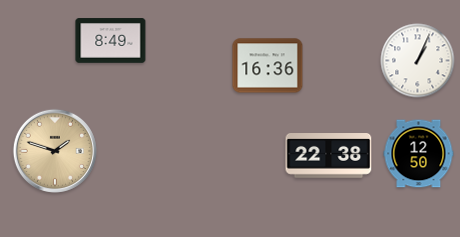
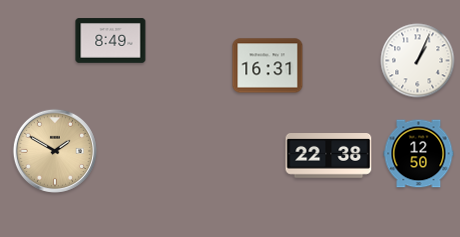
clock at (268, 66): 16:36 -> 16:31
clock at (55, 151): 1:48 -> 1:50
